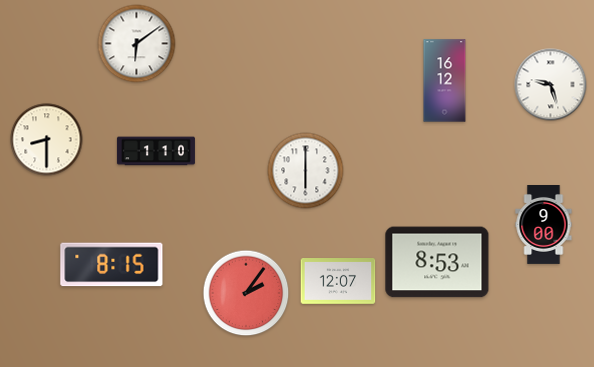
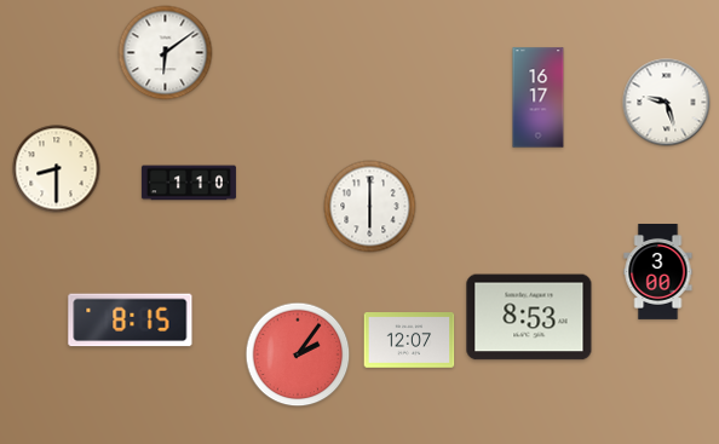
clock at (445, 81): 16:12 -> 16:17
clock at (544, 225): 9:00 -> 3:00
clock at (112, 265) position: (112, 265) -> (131, 321)
